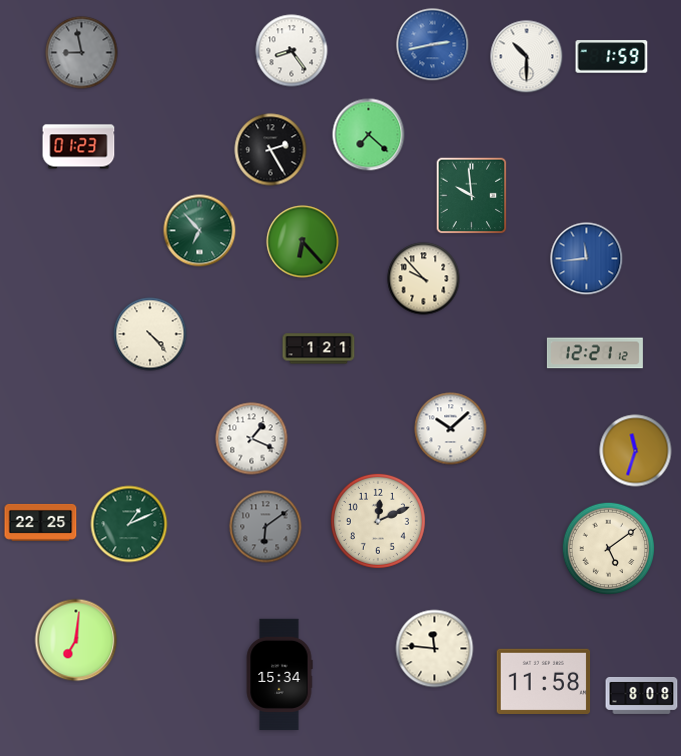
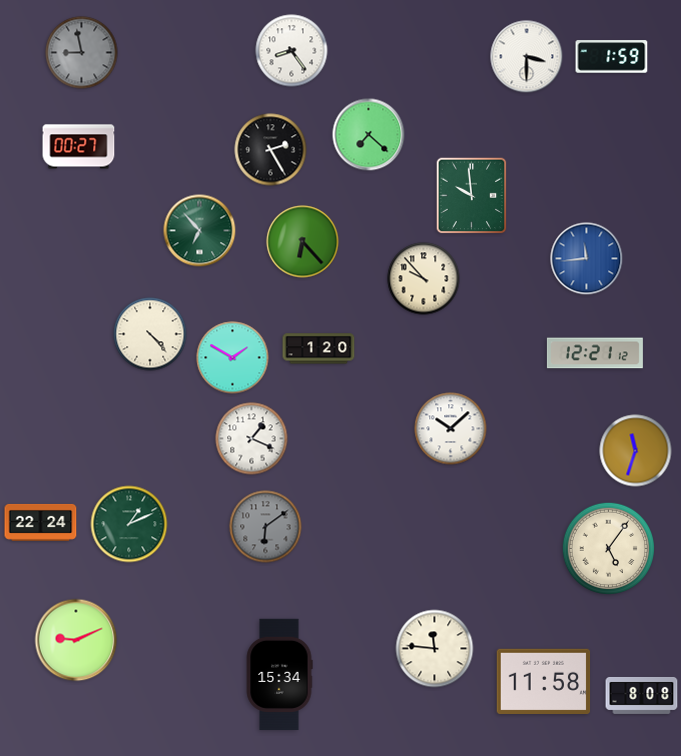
clock at (433, 45): 2:43 -> none
clock at (527, 57): 10:30 -> 3:30
clock at (79, 147): 01:23 -> 00:27
clock at (319, 349): 1:21 -> 1:20
clock at (233, 358): none -> 1:50
clock at (378, 521): 12:11 -> none
clock at (41, 522): 22:25 -> 22:24
clock at (608, 548): 5:09 -> 5:06
clock at (76, 640): 7:01 -> 9:11
